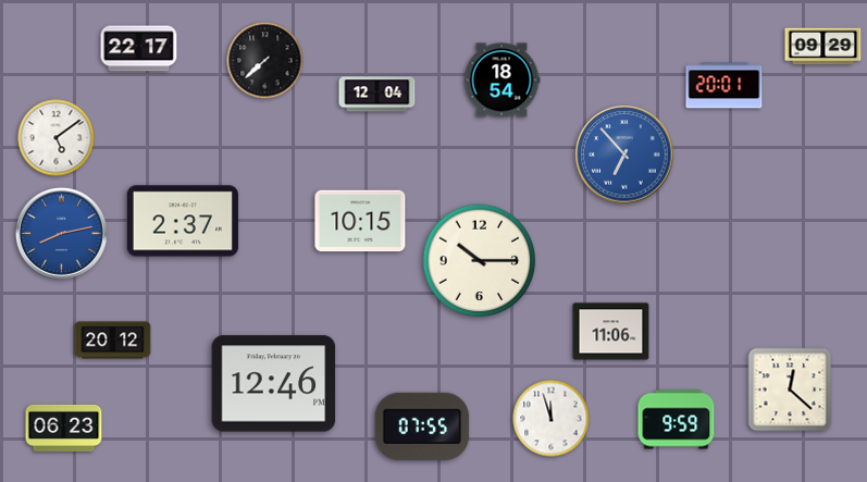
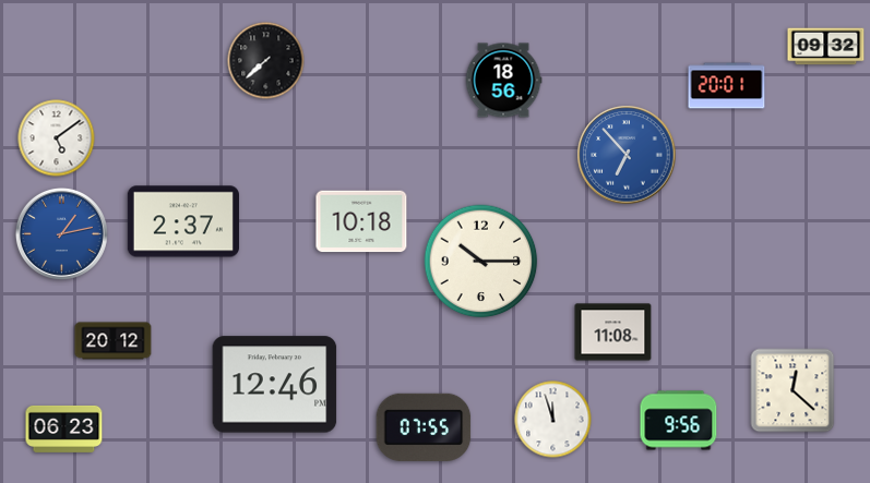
clock at (823, 47): 09:29 -> 09:32
clock at (139, 49): 22:17 -> none
clock at (501, 81): 18:54 -> 18:56
clock at (377, 95): 12:04 -> none
clock at (360, 221): 10:15 -> 10:18
clock at (61, 233): 8:13 -> 1:13
clock at (611, 332): 11:06 -> 11:08
clock at (677, 420): 9:59 -> 9:56
